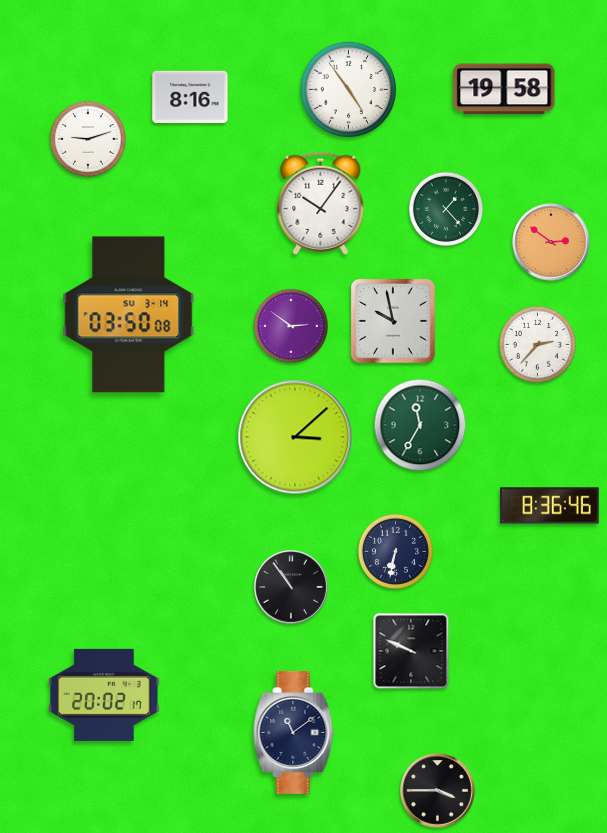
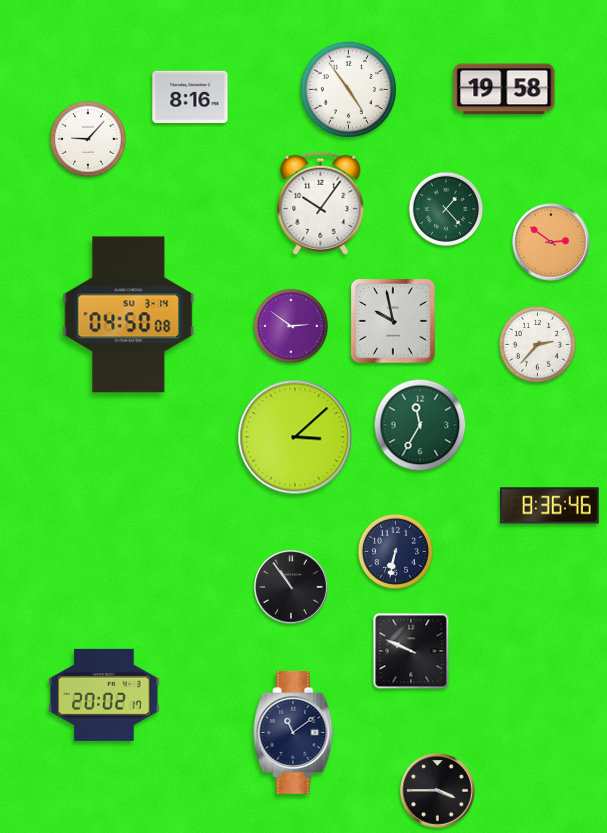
clock at (88, 139): 9:12 -> 9:07
clock at (129, 315): 03:50 -> 04:50
